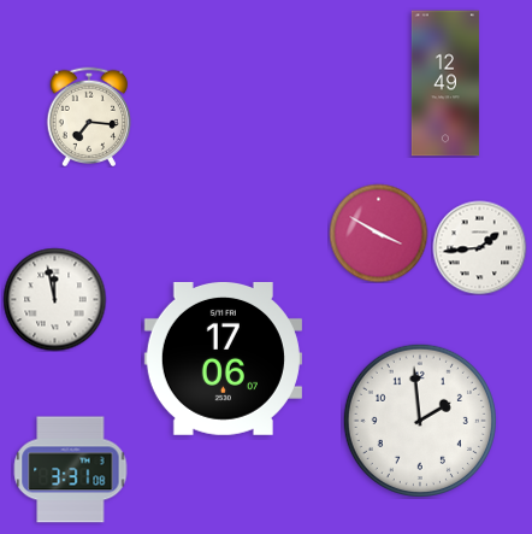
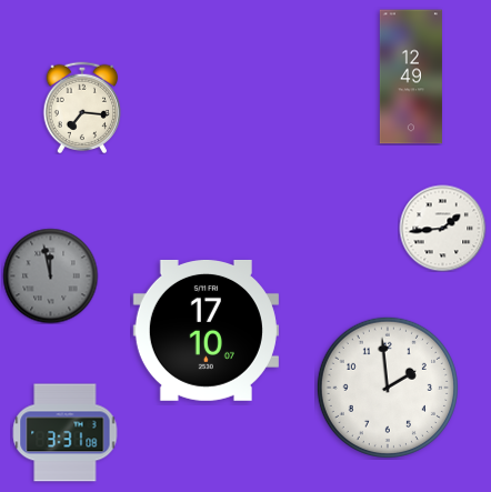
clock at (378, 233): 3:50 -> none
clock at (54, 299) dial: white -> grey
clock at (223, 358): 17:06 -> 17:10
